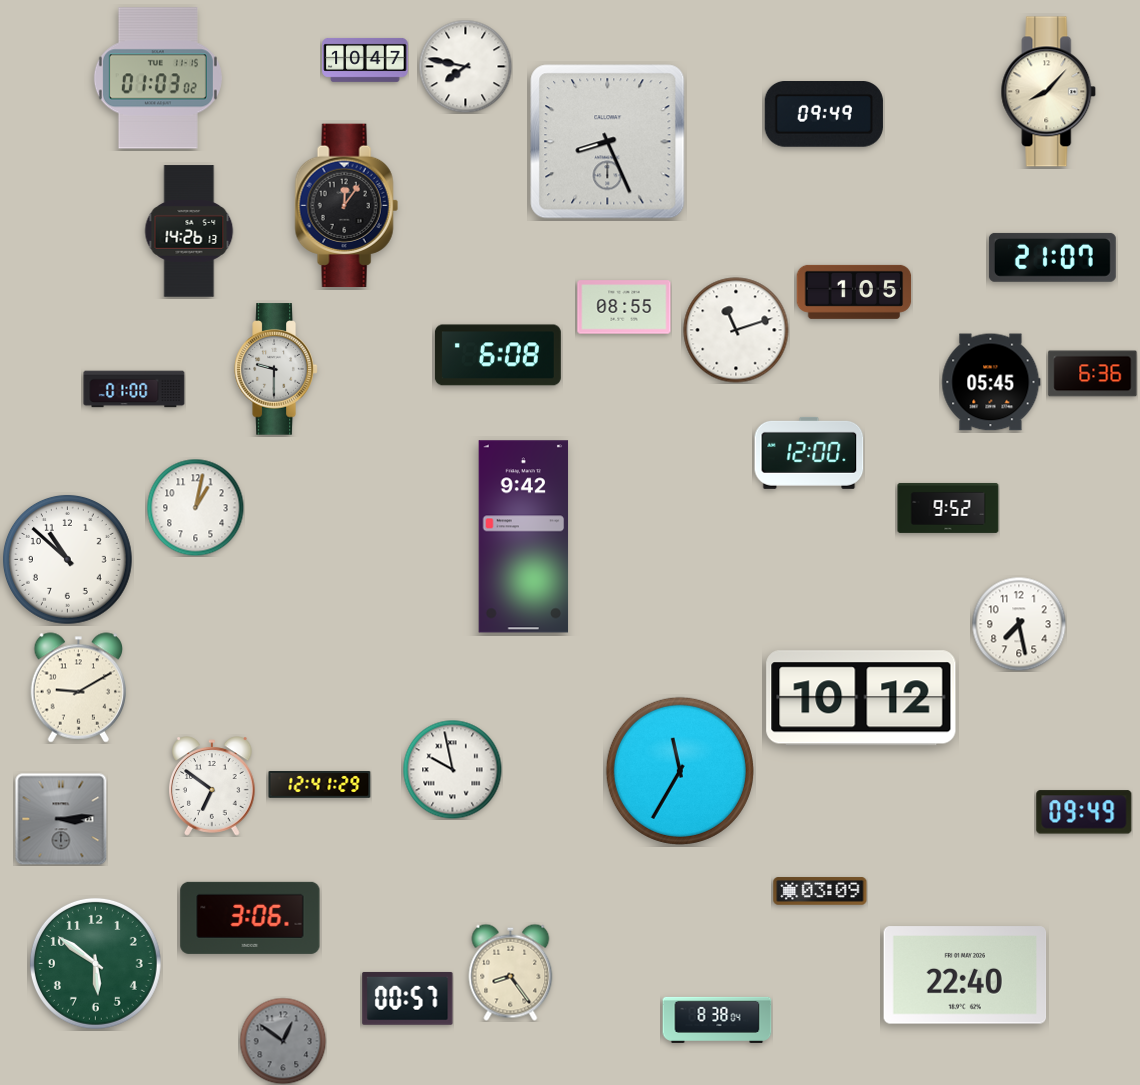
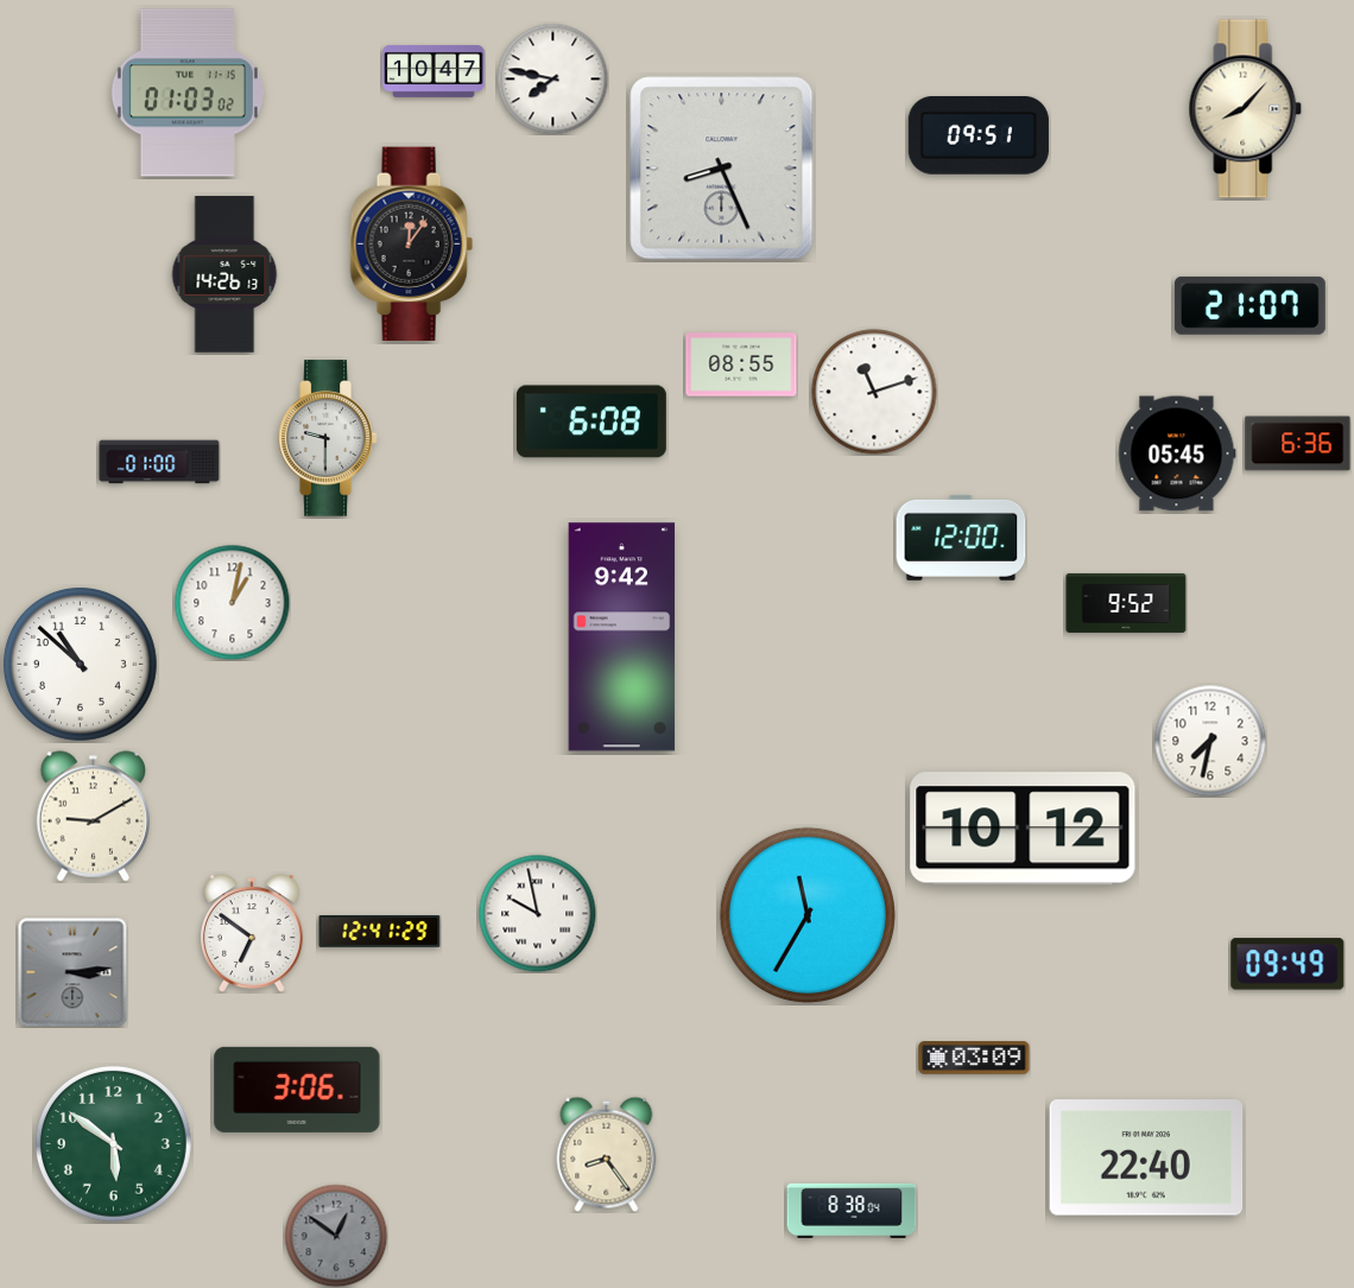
clock at (824, 115): 09:49 -> 09:51
clock at (854, 292): 1:05 -> none
clock at (1019, 624): 7:28 -> 7:32
clock at (408, 998): 00:57 -> none
